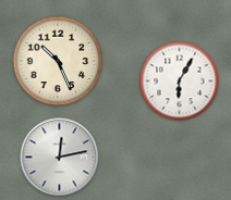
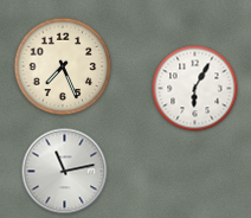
clock at (58, 61): 10:26 -> 7:26
clock at (60, 158): 12:13 -> 11:13
